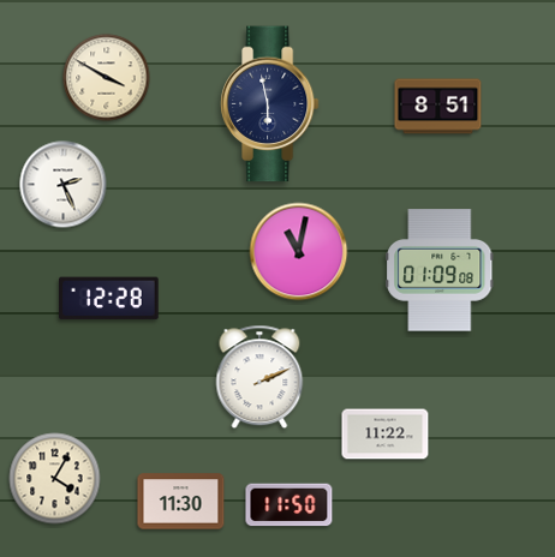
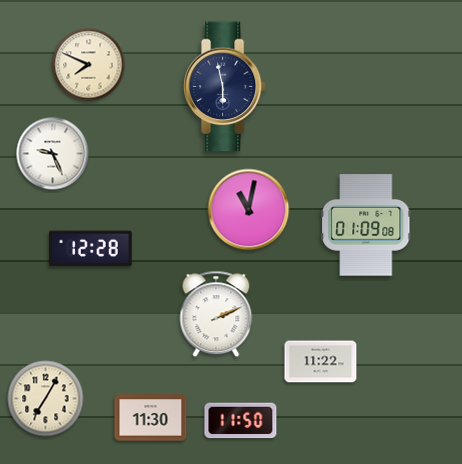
clock at (107, 78): 3:50 -> 7:49
clock at (438, 107): 8:51 -> none
clock at (64, 185): 2:26 -> 9:26
clock at (55, 479): 4:05 -> 7:05
